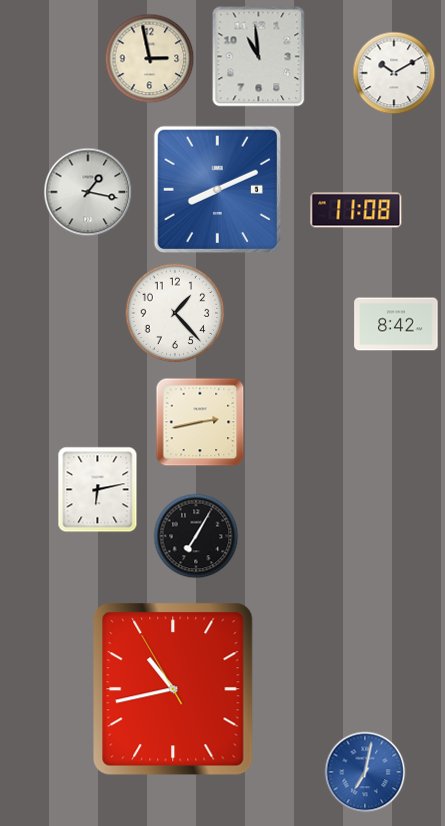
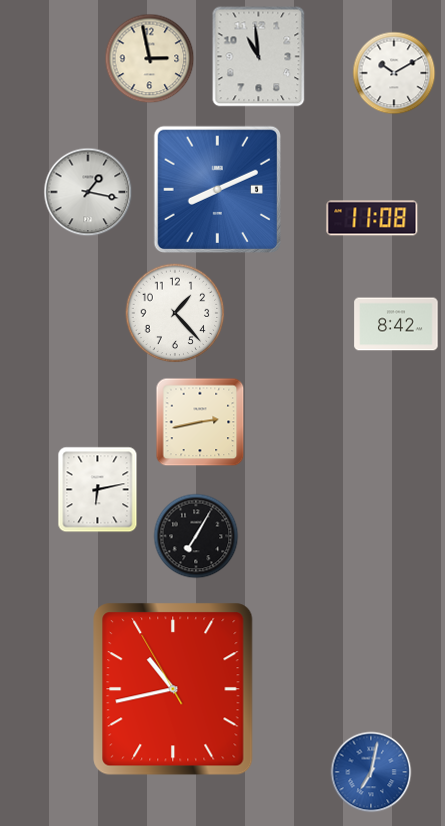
clock at (356, 210) position: (356, 210) -> (372, 218)
clock at (365, 772) position: (365, 772) -> (371, 772)
